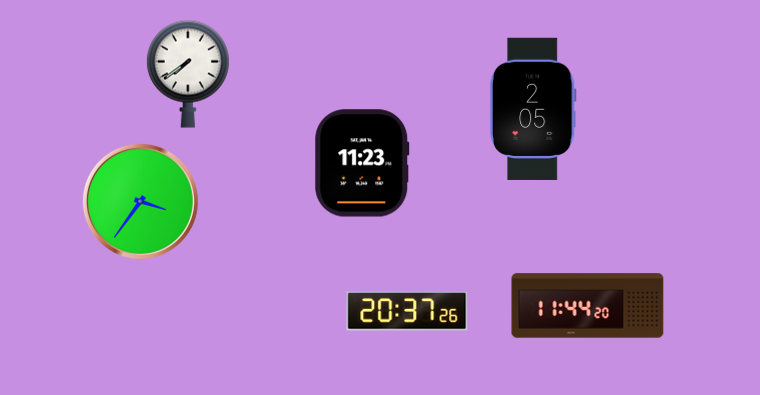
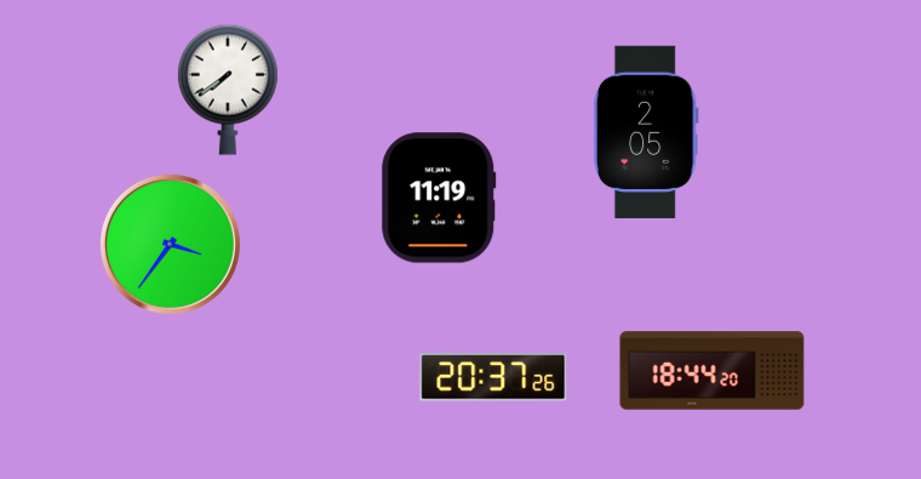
clock at (362, 163): 11:23 -> 11:19
clock at (588, 306): 11:44 -> 18:44
